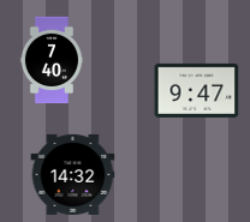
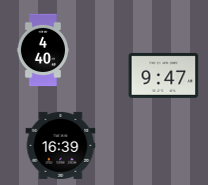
clock at (50, 60): 7:40 -> 4:40
clock at (73, 174): 14:32 -> 16:39
